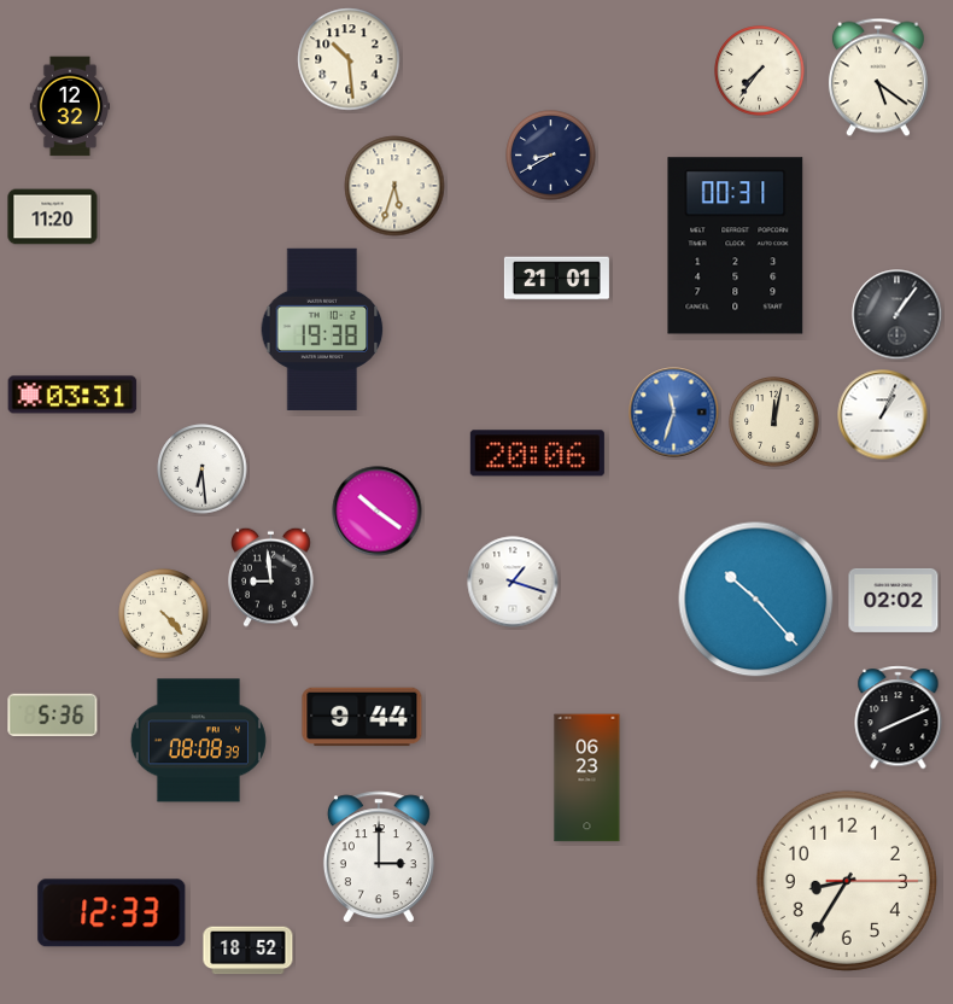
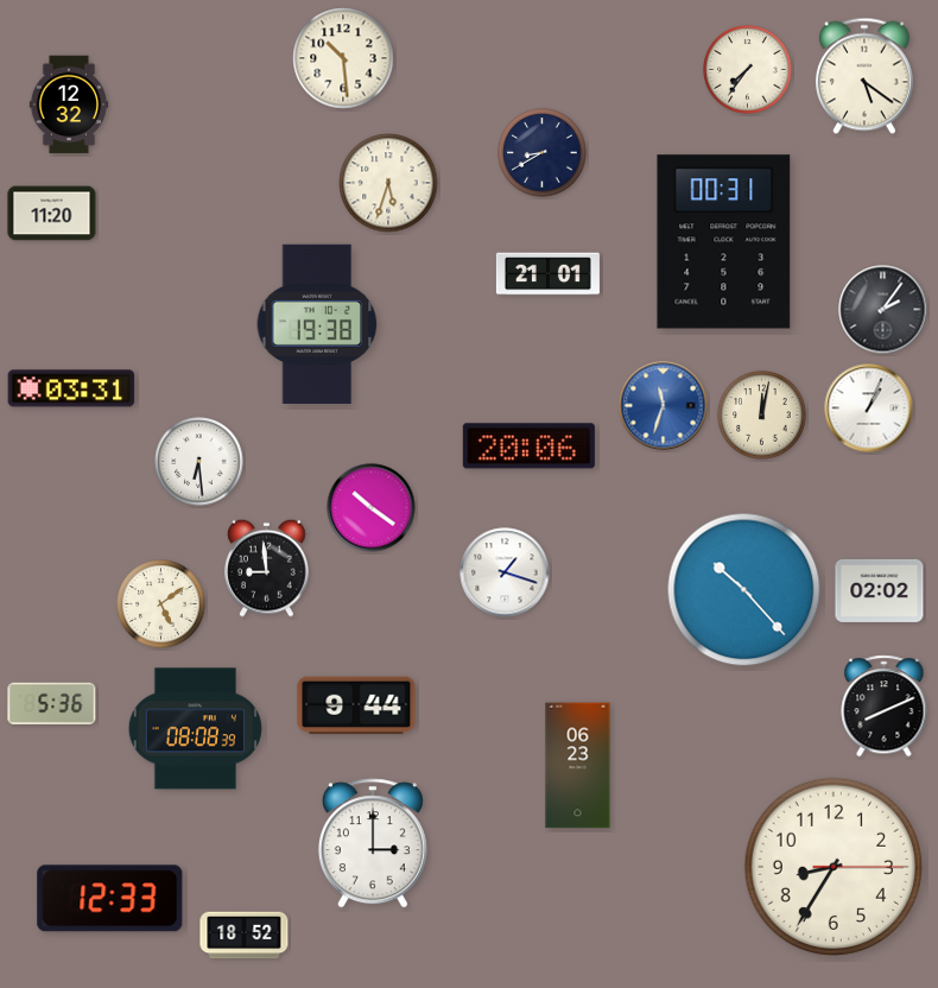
clock at (898, 315): 1:06 -> 2:06
clock at (378, 512) position: (378, 512) -> (372, 508)
clock at (164, 614): 4:23 -> 5:09
